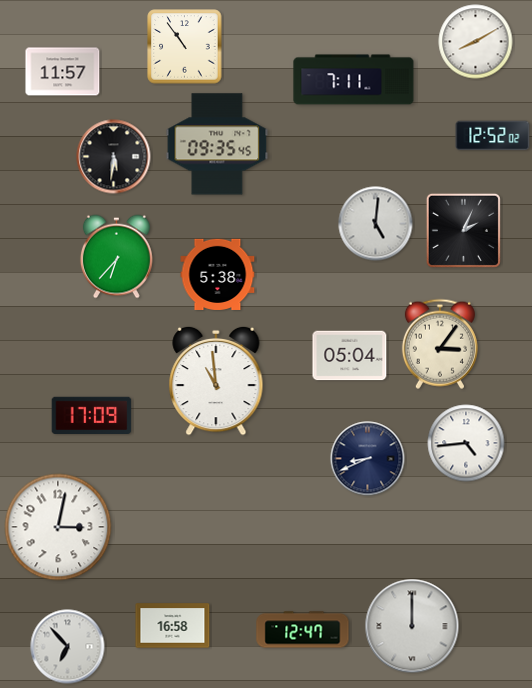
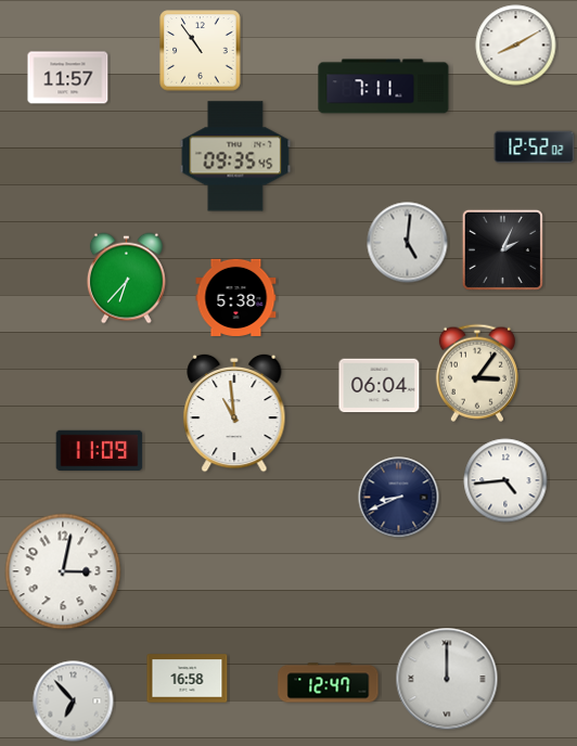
clock at (114, 157): 5:31 -> none
clock at (350, 356): 05:04 -> 06:04
clock at (92, 416): 17:09 -> 11:09
